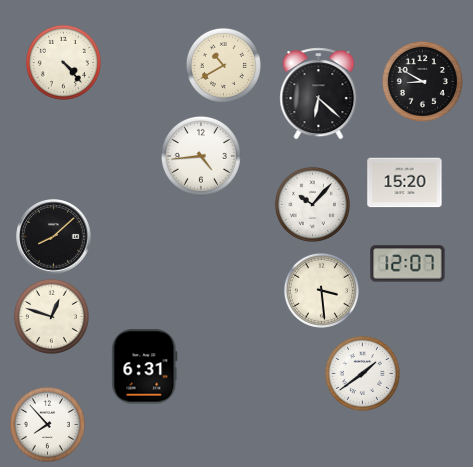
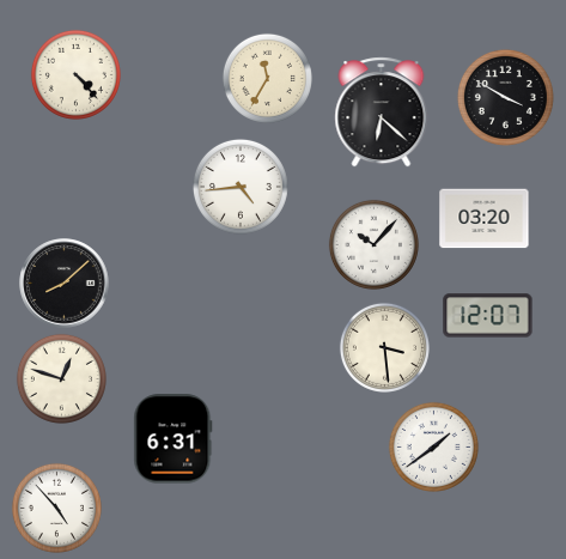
clock at (223, 65): 10:40 -> 11:35
clock at (422, 81): 8:50 -> 3:50
clock at (405, 183): 15:20 -> 03:20
clock at (47, 424): 7:53 -> 4:53
